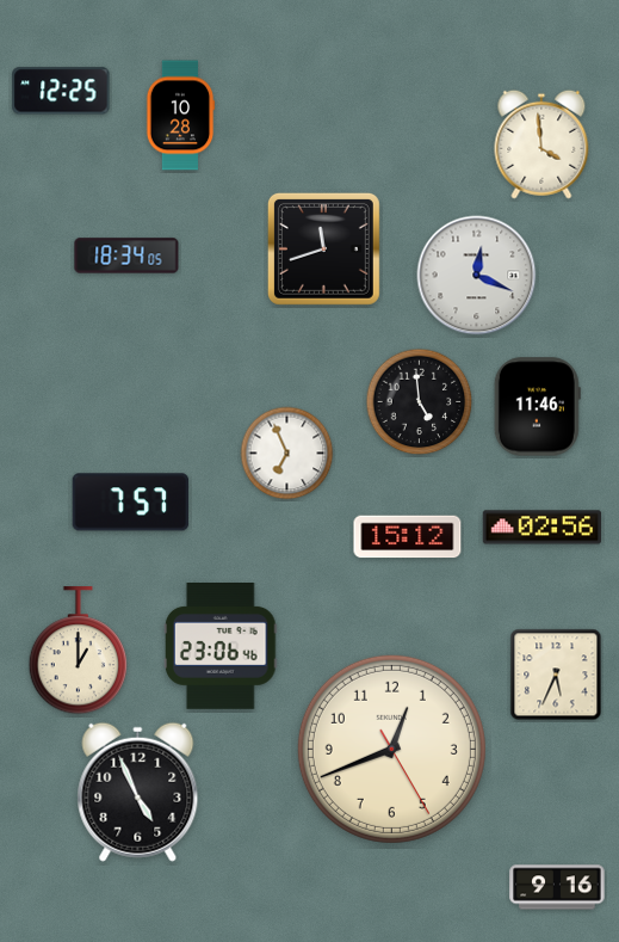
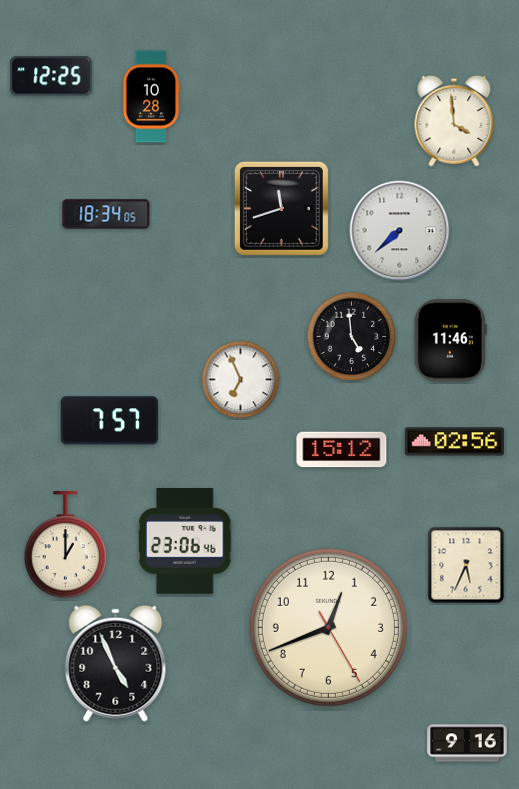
clock at (323, 248) position: (323, 248) -> (281, 208)
clock at (477, 276): 12:19 -> 7:38
